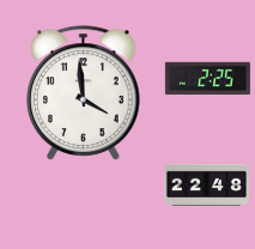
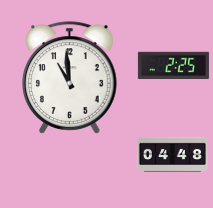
clock at (84, 93): 3:59 -> 10:59
clock at (206, 184): 22:48 -> 04:48
